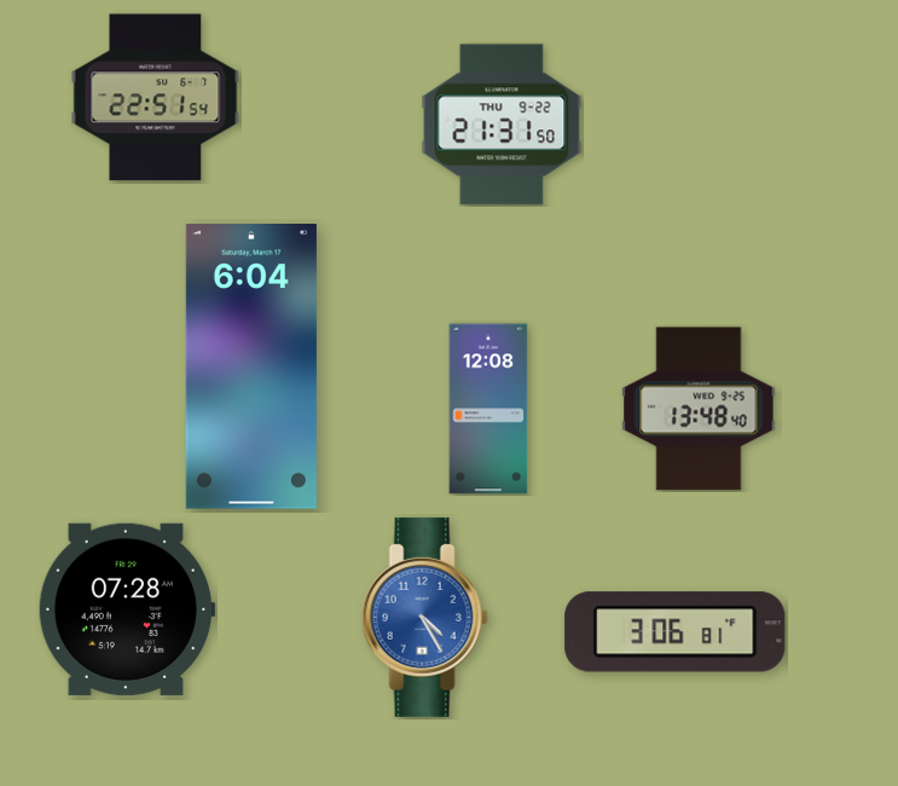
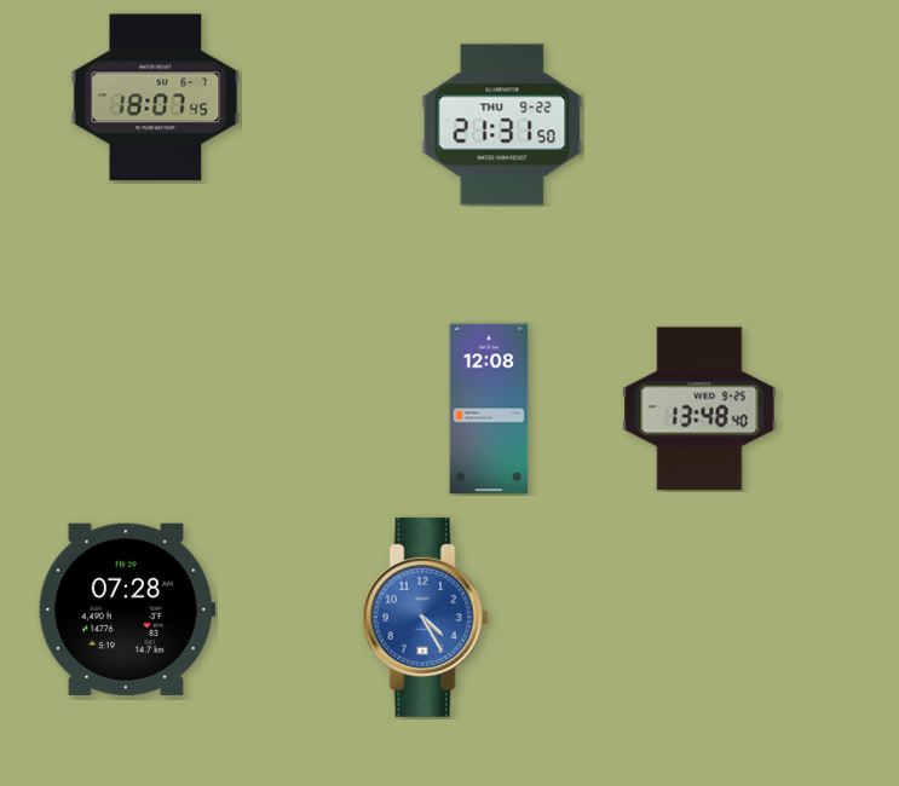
clock at (156, 98): 22:51 -> 18:07
clock at (251, 368): 6:04 -> none
clock at (676, 632): 3:06 -> none
